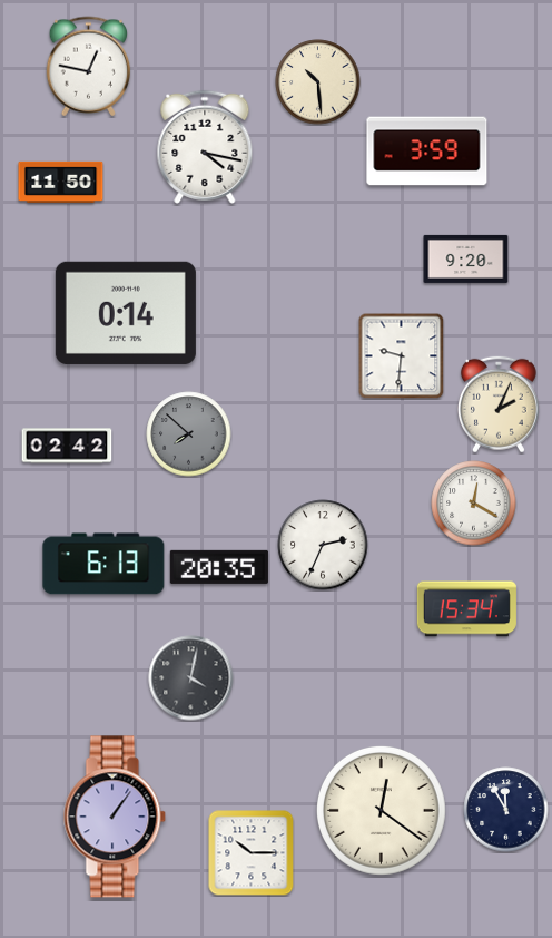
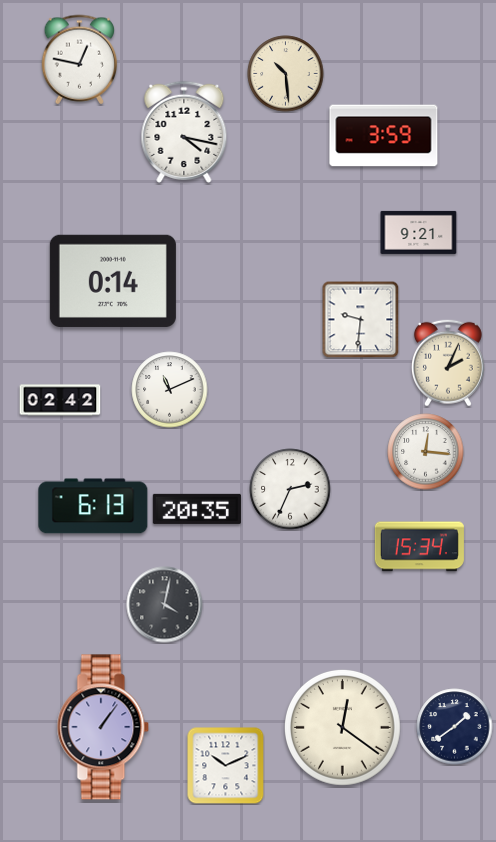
clock at (61, 182): 11:50 -> none
clock at (466, 258): 9:20 -> 9:21
clock at (189, 434): 7:52 -> 11:11
clock at (189, 434) dial: grey -> white
clock at (474, 504): 12:20 -> 12:16
clock at (191, 678) position: (191, 678) -> (165, 605)
clock at (506, 810): 11:55 -> 1:39
clock at (115, 817) position: (115, 817) -> (103, 727)
clock at (252, 853): 10:15 -> 10:11
